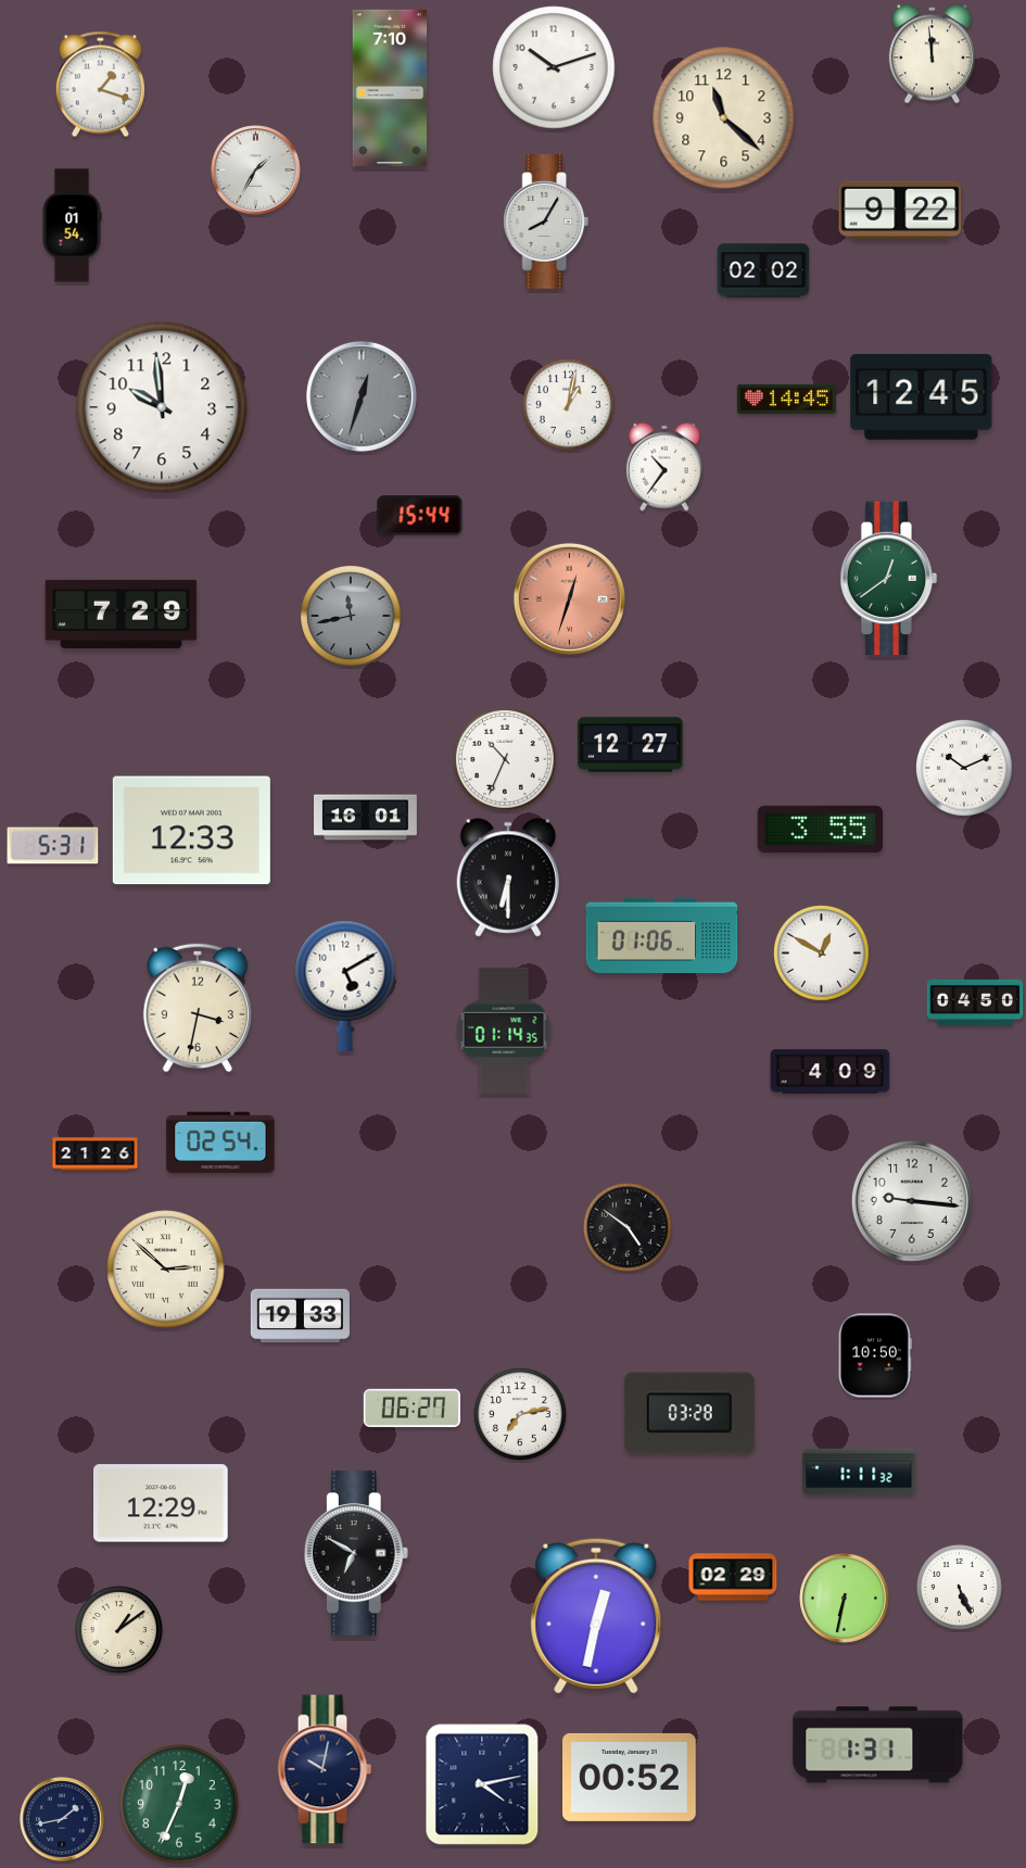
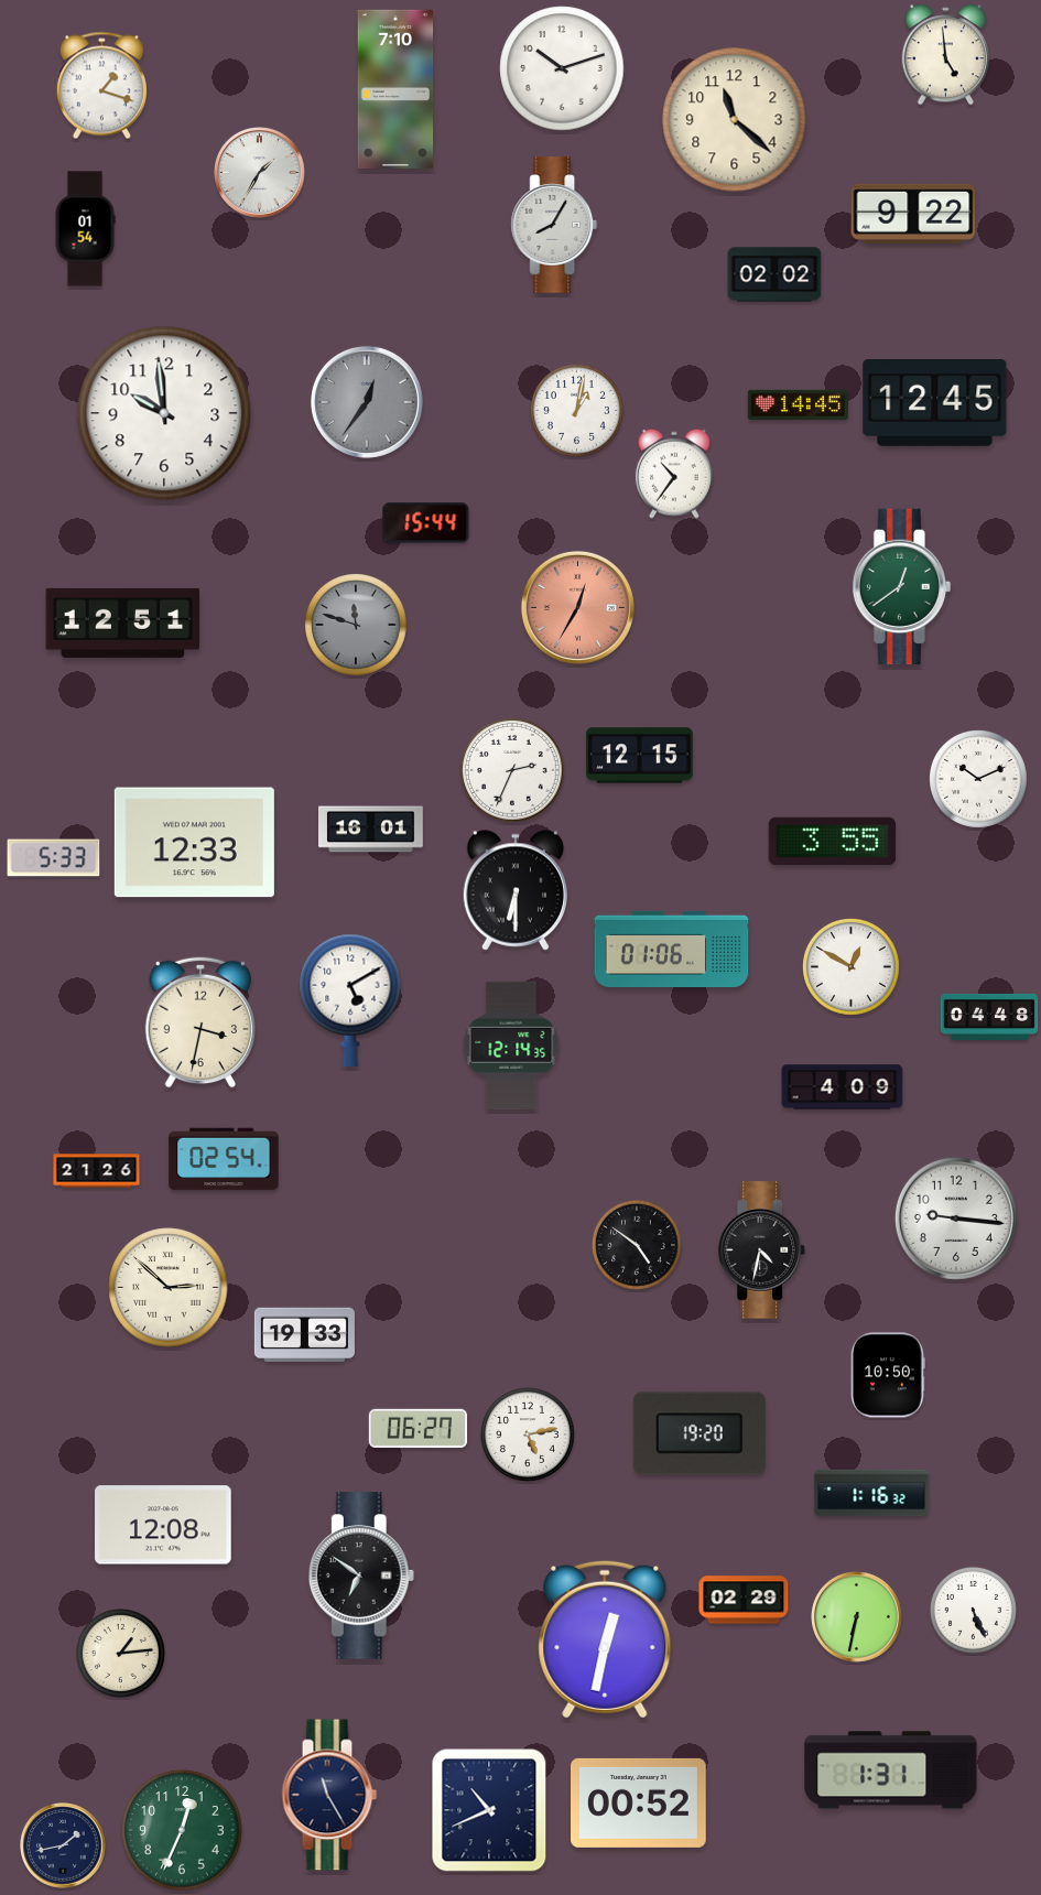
clock at (932, 54): 11:59 -> 4:59
clock at (72, 226) position: (72, 226) -> (85, 229)
clock at (362, 396): 12:33 -> 12:36
clock at (569, 598): 12:33 -> 12:35
clock at (122, 614): 7:29 -> 12:51
clock at (352, 617): 11:43 -> 11:48
clock at (631, 745): 12:27 -> 12:15
clock at (505, 759): 10:34 -> 2:34
clock at (53, 846): 5:31 -> 5:33
clock at (822, 954) position: (822, 954) -> (852, 967)
clock at (975, 1002): 04:50 -> 04:48
clock at (504, 1030): 01:14 -> 12:14
clock at (912, 1201) position: (912, 1201) -> (956, 1219)
clock at (762, 1250): none -> 4:32
clock at (689, 1413): 03:28 -> 19:20
clock at (520, 1414): 7:13 -> 5:13
clock at (859, 1472): 1:11 -> 1:16
clock at (161, 1503): 12:29 -> 12:08
clock at (356, 1553): 6:50 -> 6:51
clock at (845, 1599) position: (845, 1599) -> (857, 1617)
clock at (118, 1629): 1:09 -> 1:14
clock at (325, 1769): 10:02 -> 11:25
clock at (482, 1784): 4:13 -> 10:41
